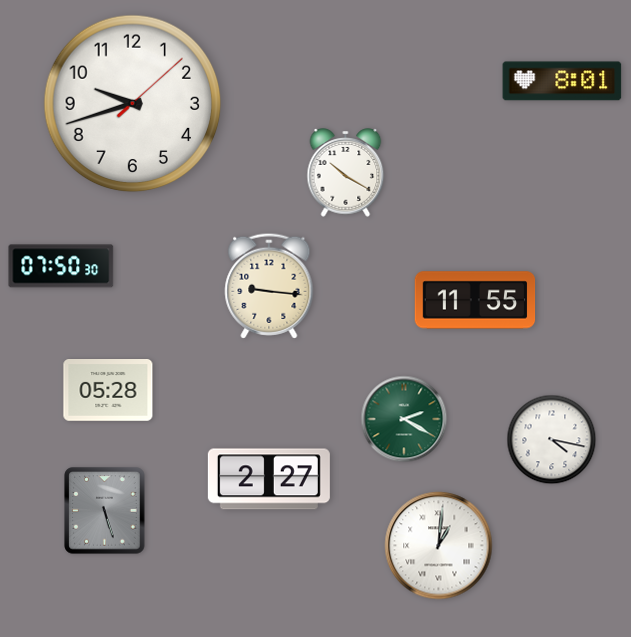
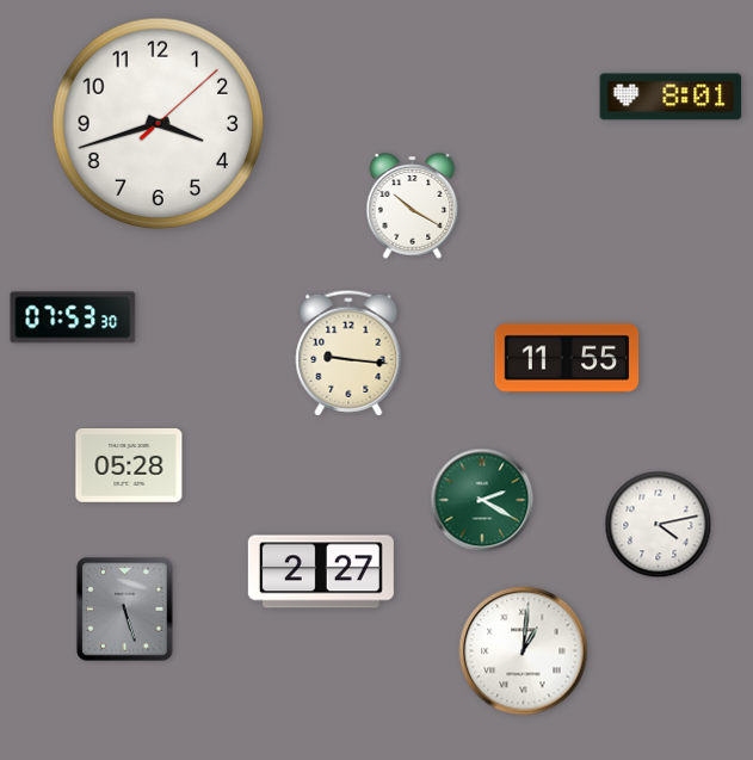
clock at (133, 104): 9:42 -> 3:42
clock at (61, 266): 07:50 -> 07:53
clock at (269, 286) position: (269, 286) -> (348, 353)
clock at (552, 440): 4:17 -> 4:13
